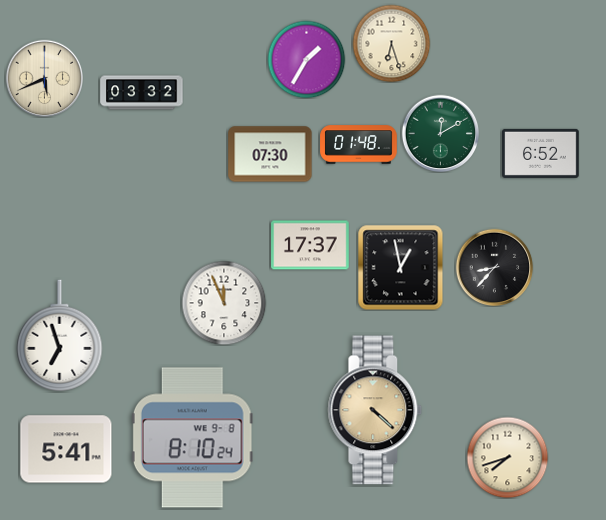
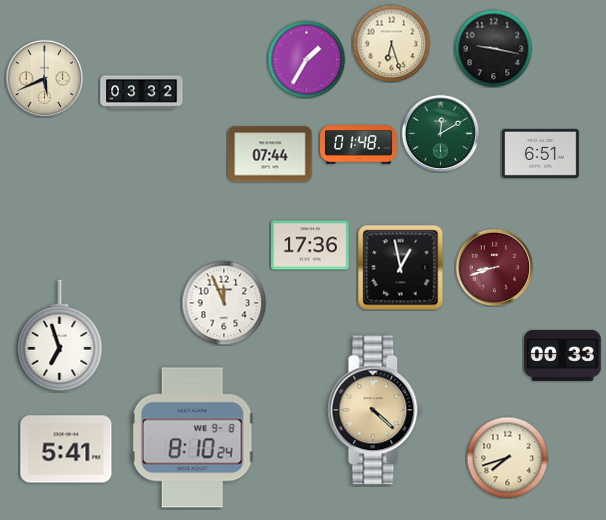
clock at (493, 48): none -> 9:17
clock at (541, 153): 6:52 -> 6:51
clock at (270, 154): 07:30 -> 07:44
clock at (310, 245): 17:37 -> 17:36
clock at (494, 267): 8:37 -> 8:42
clock at (494, 267) dial: black -> burgundy
clock at (563, 355): none -> 00:33
